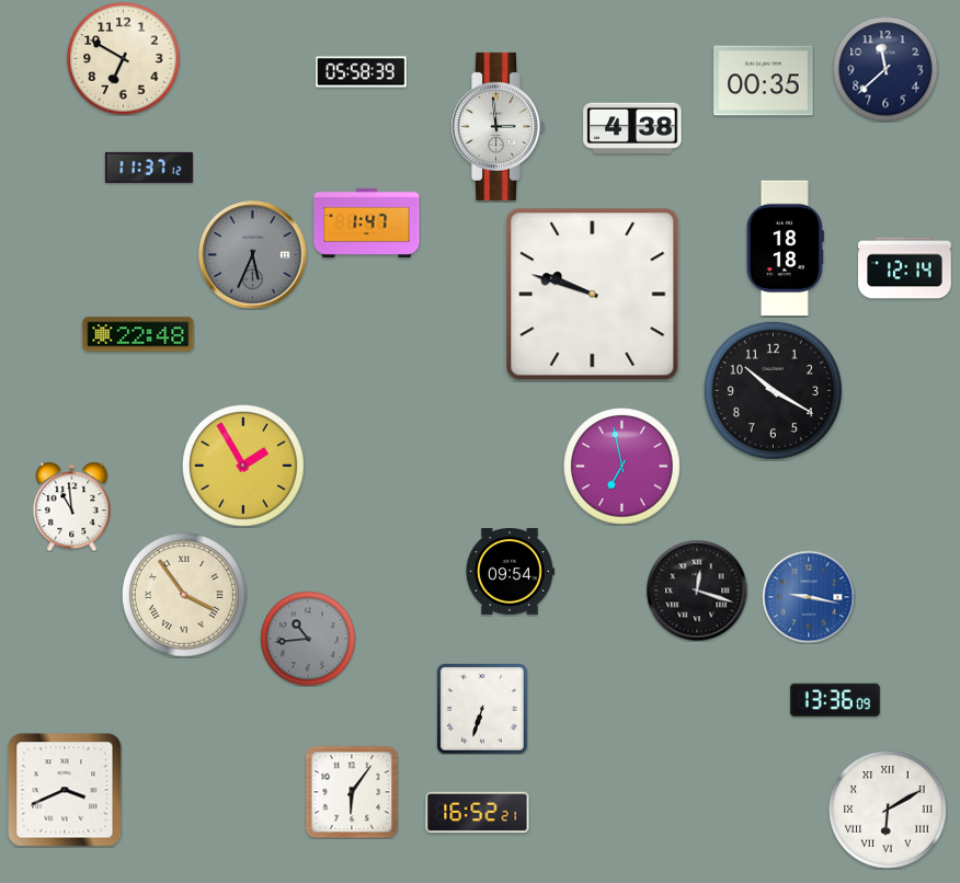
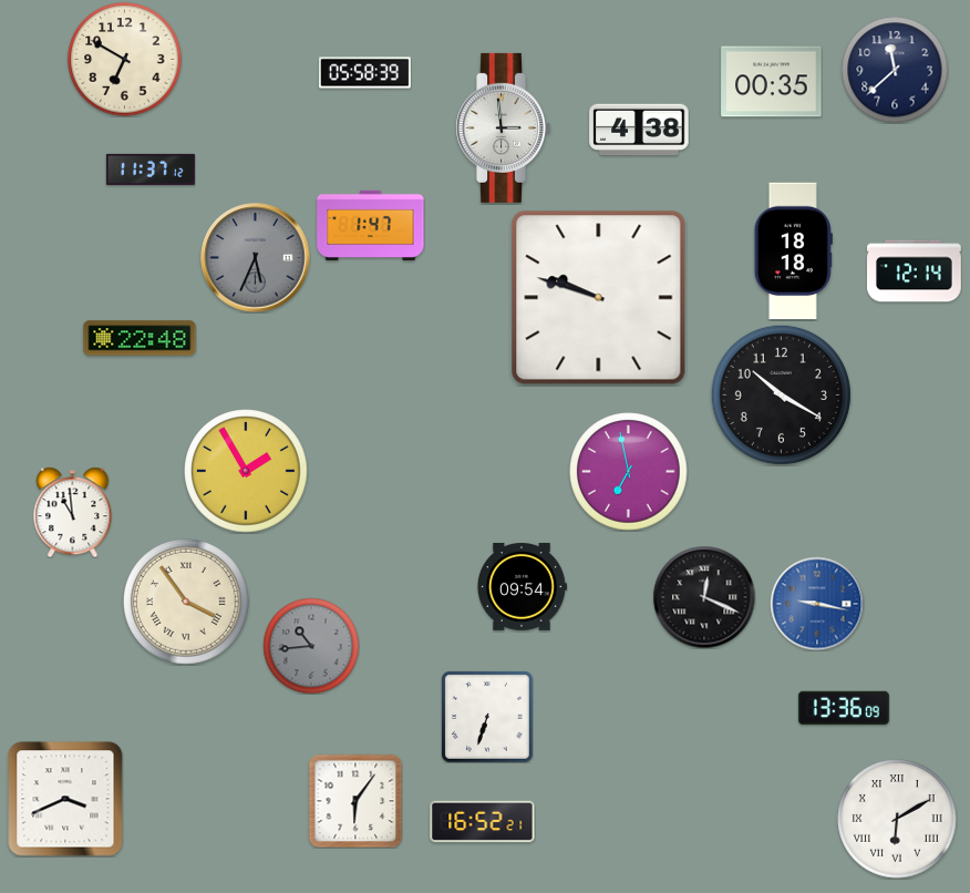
clock at (510, 571) position: (510, 571) -> (522, 586)
clock at (697, 590): 12:18 -> 12:19
